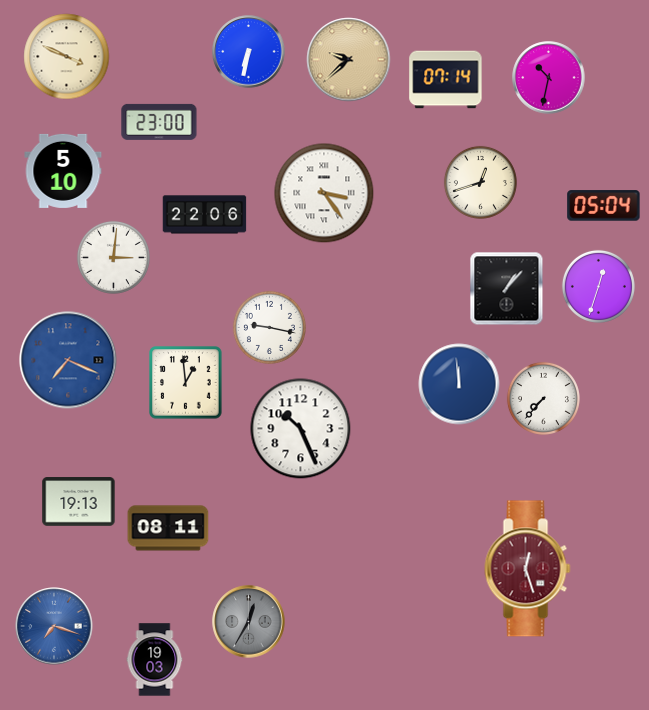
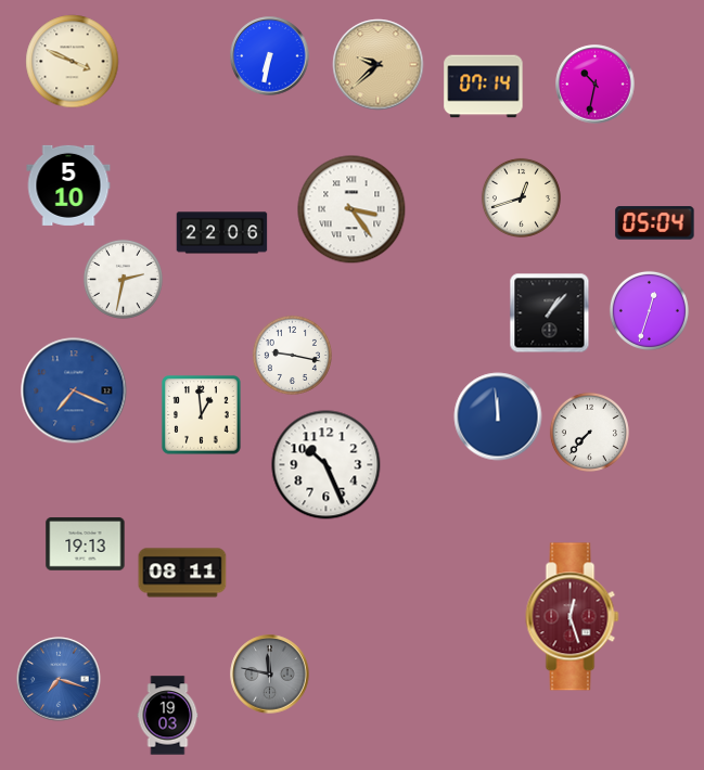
clock at (159, 122): 23:00 -> none
clock at (113, 257): 3:01 -> 2:32
clock at (249, 622): 12:35 -> 11:47
